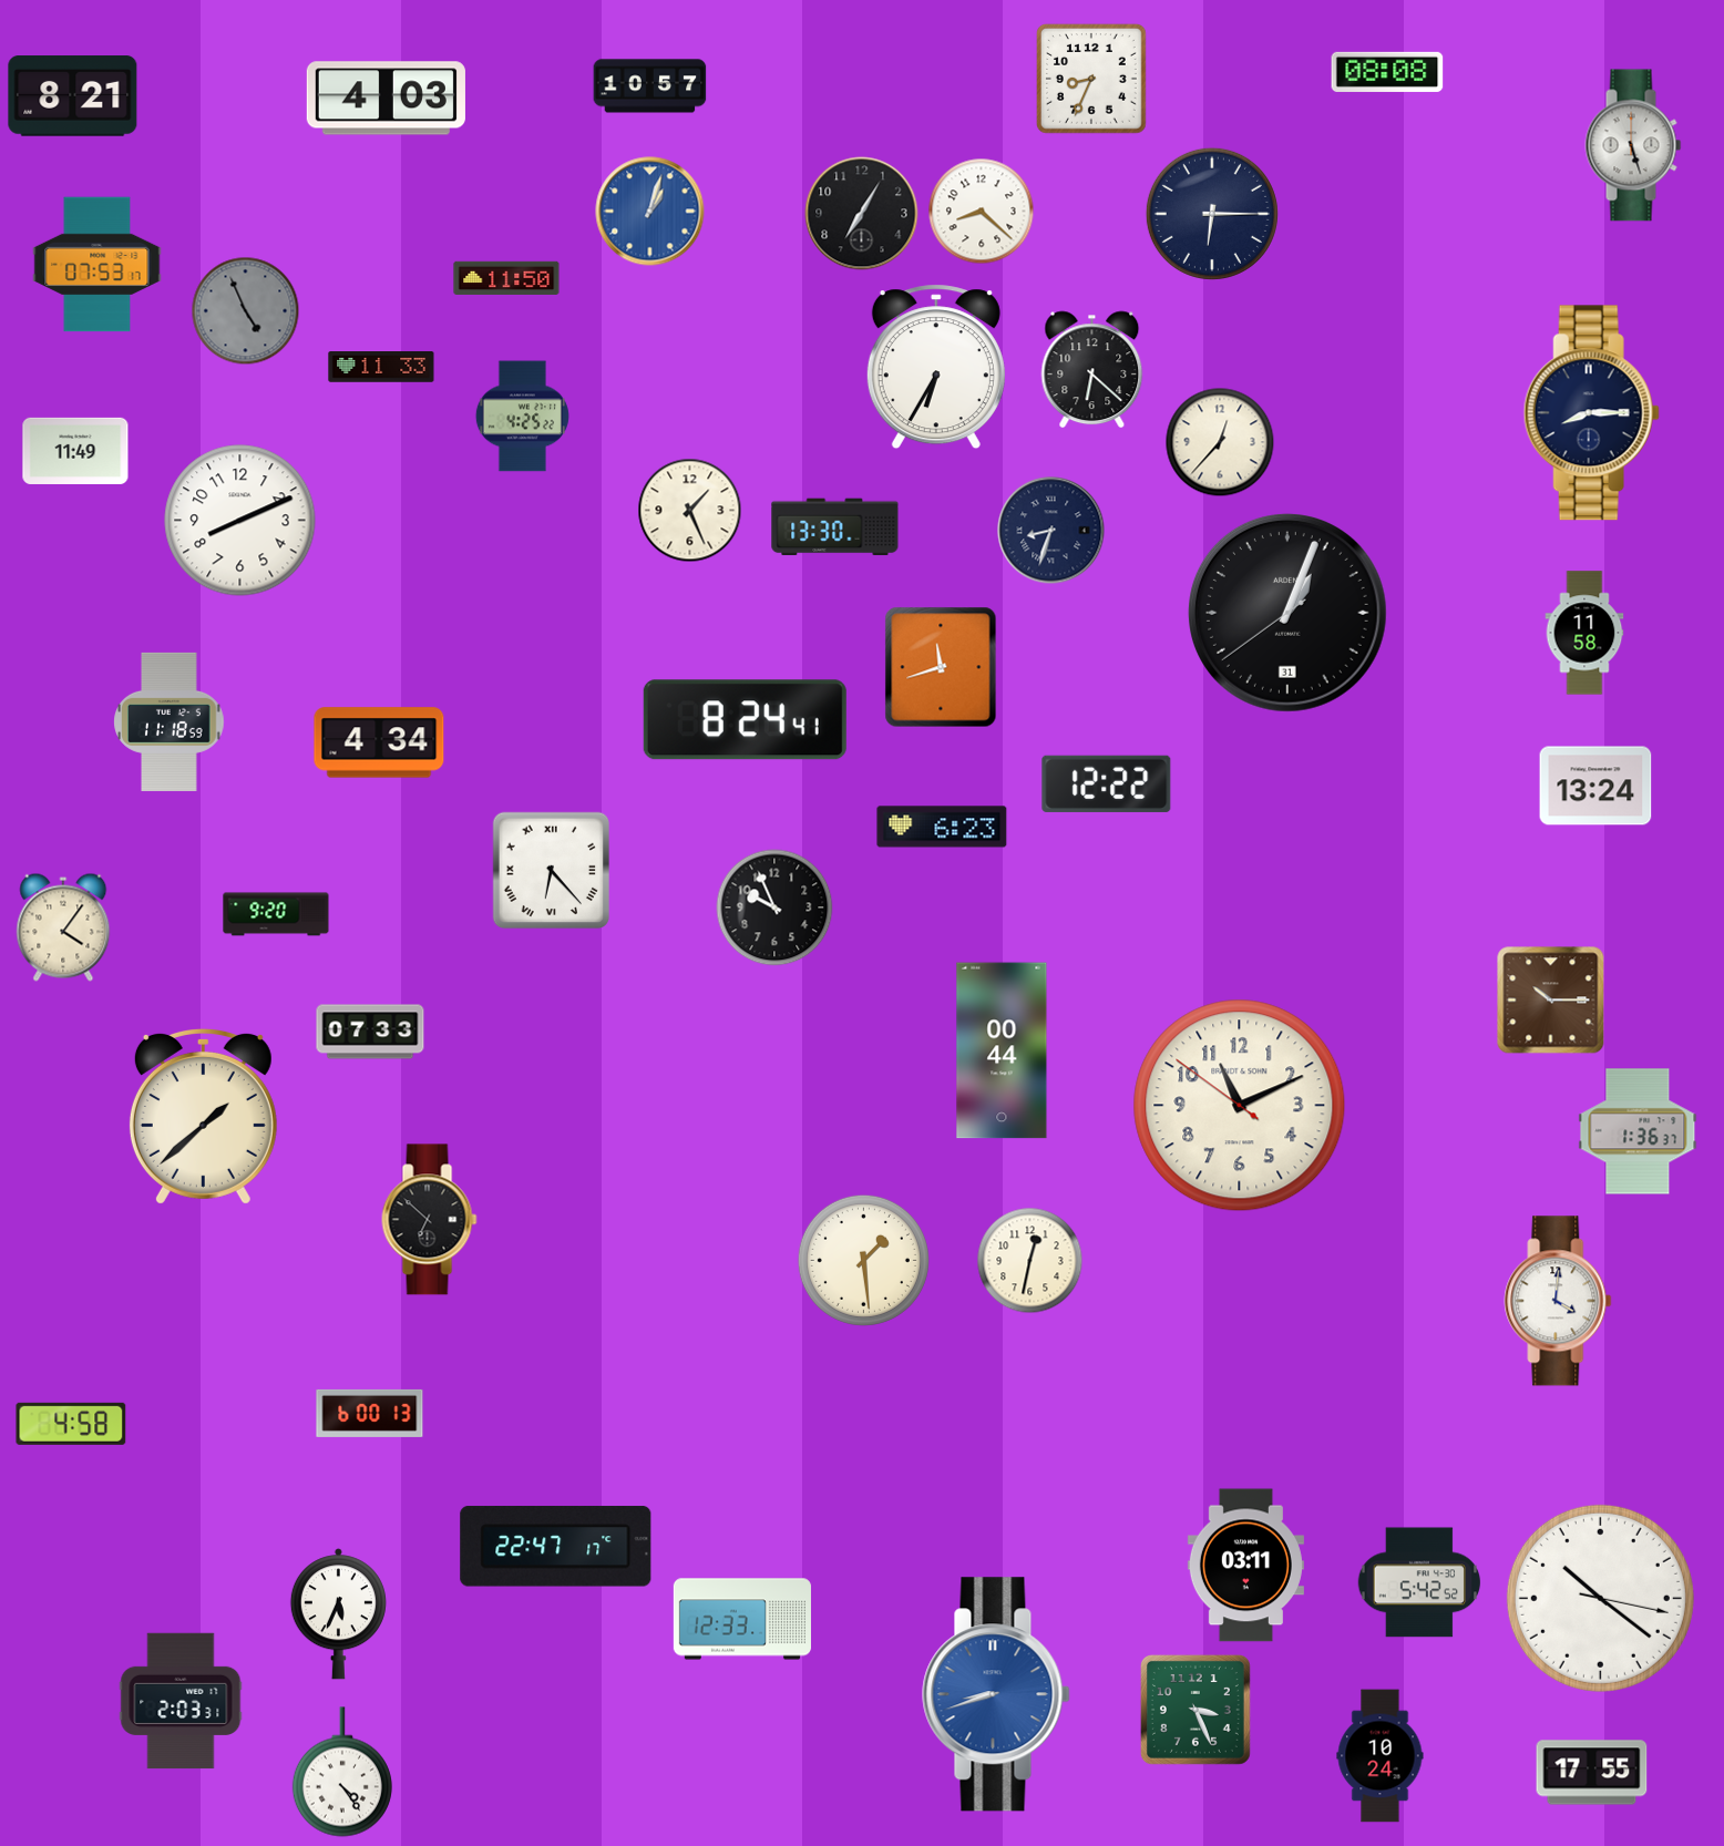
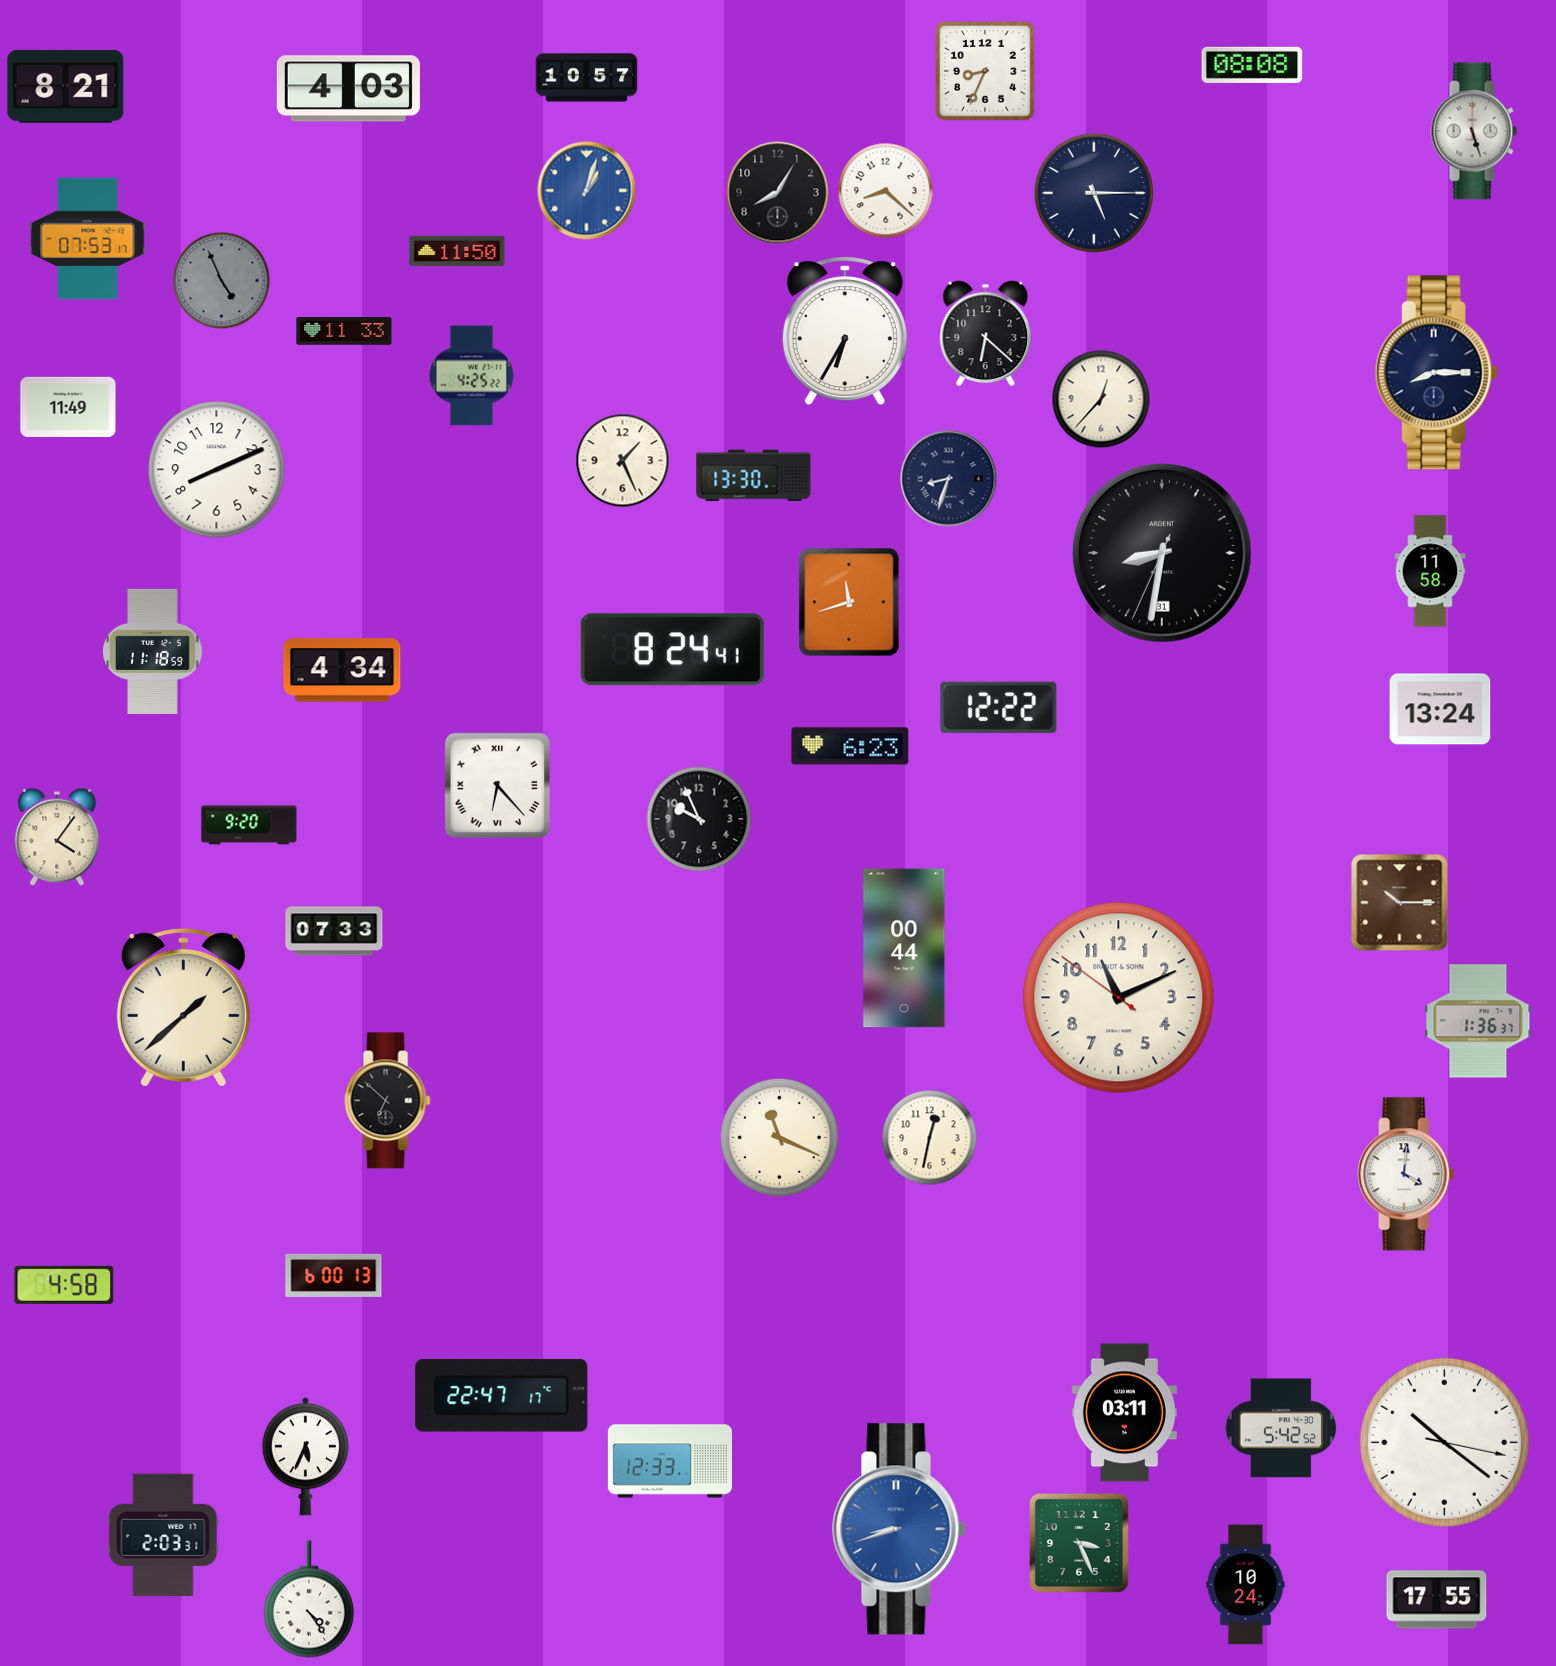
clock at (862, 214): 7:05 -> 8:05
clock at (1212, 214): 6:15 -> 5:15
clock at (1289, 614): 1:03 -> 8:31
clock at (863, 1260): 1:29 -> 11:19
